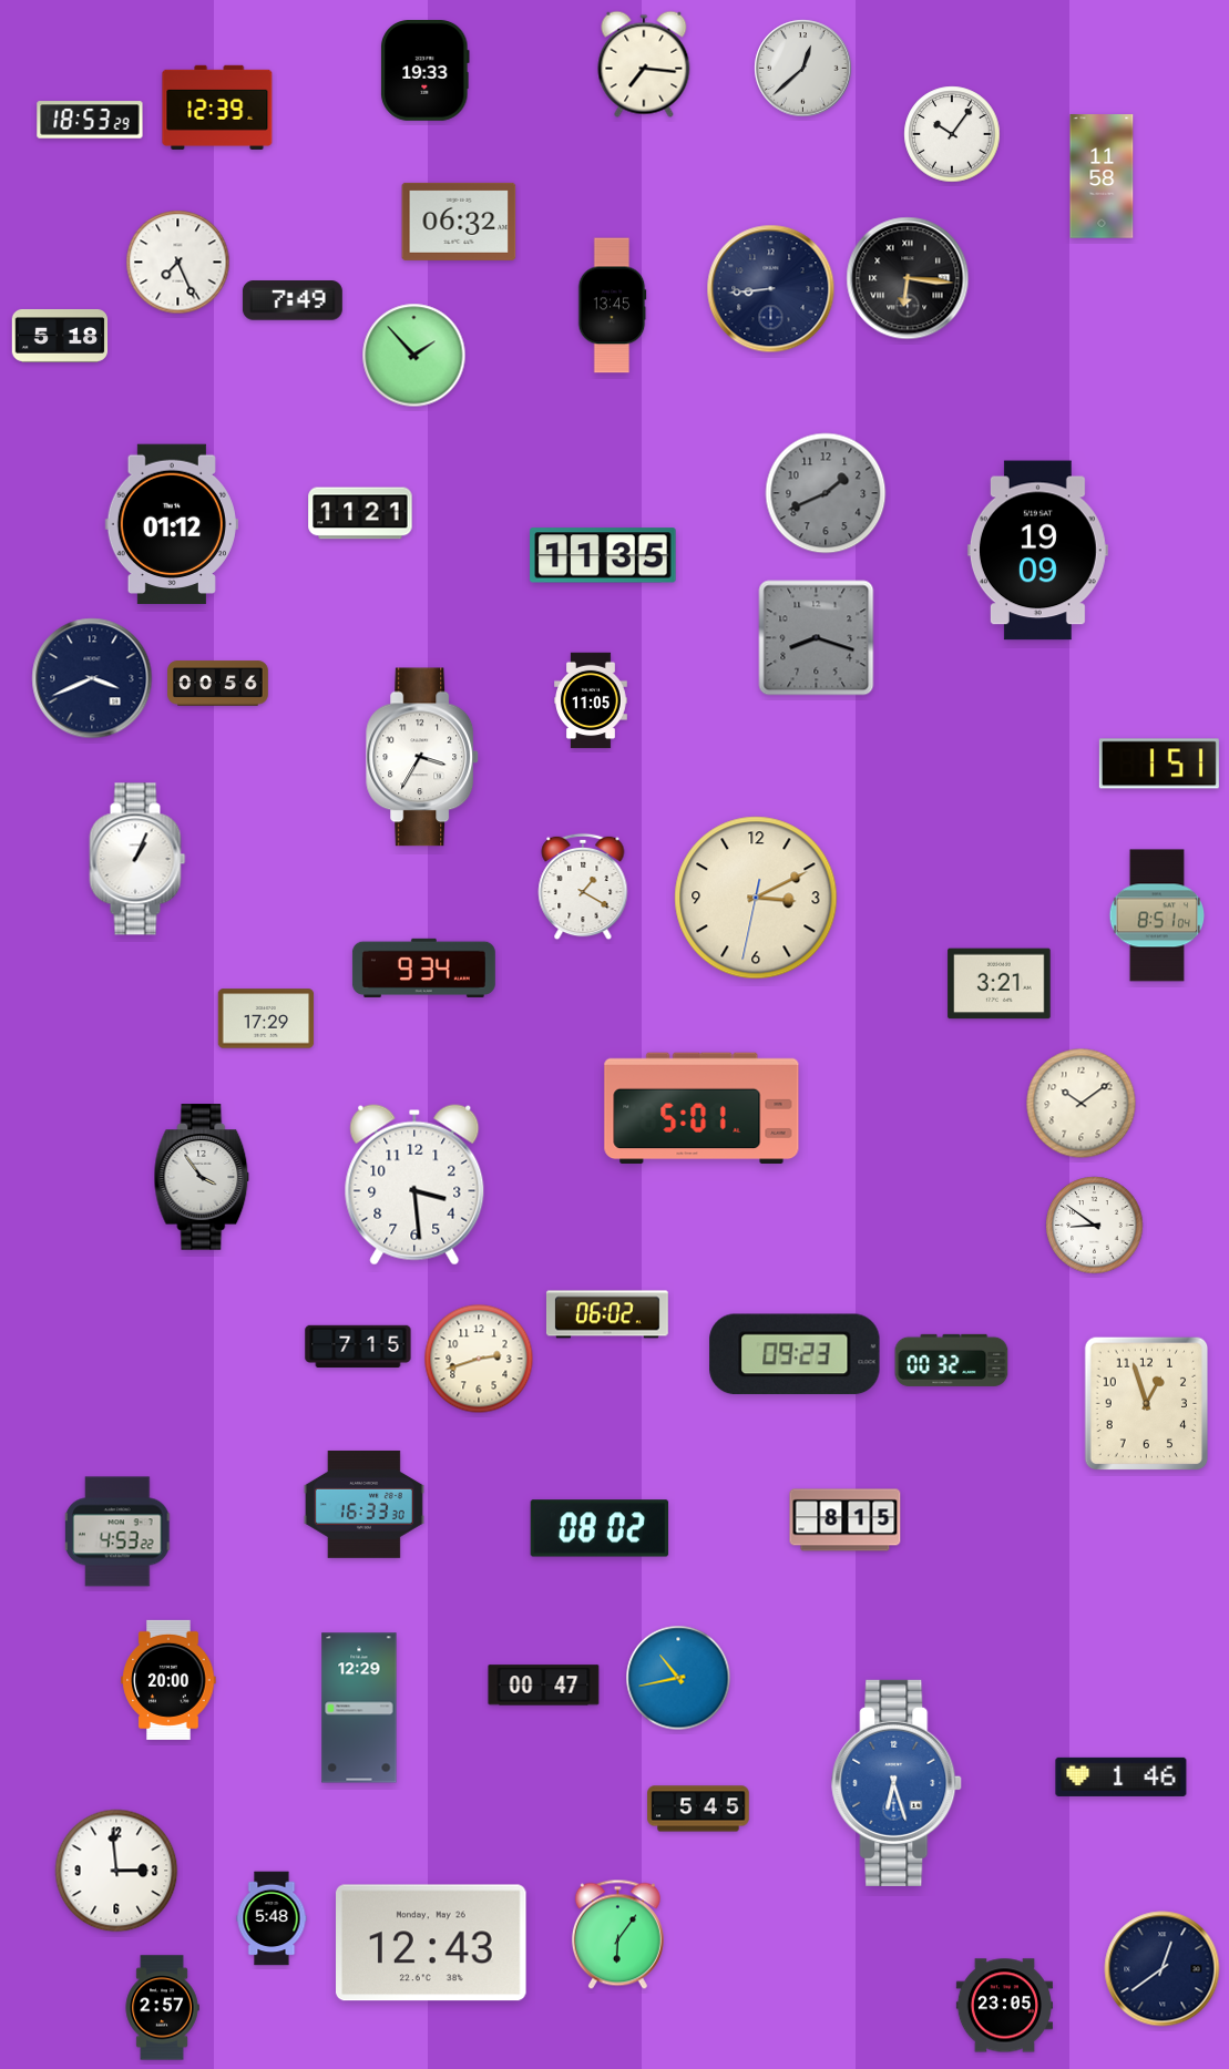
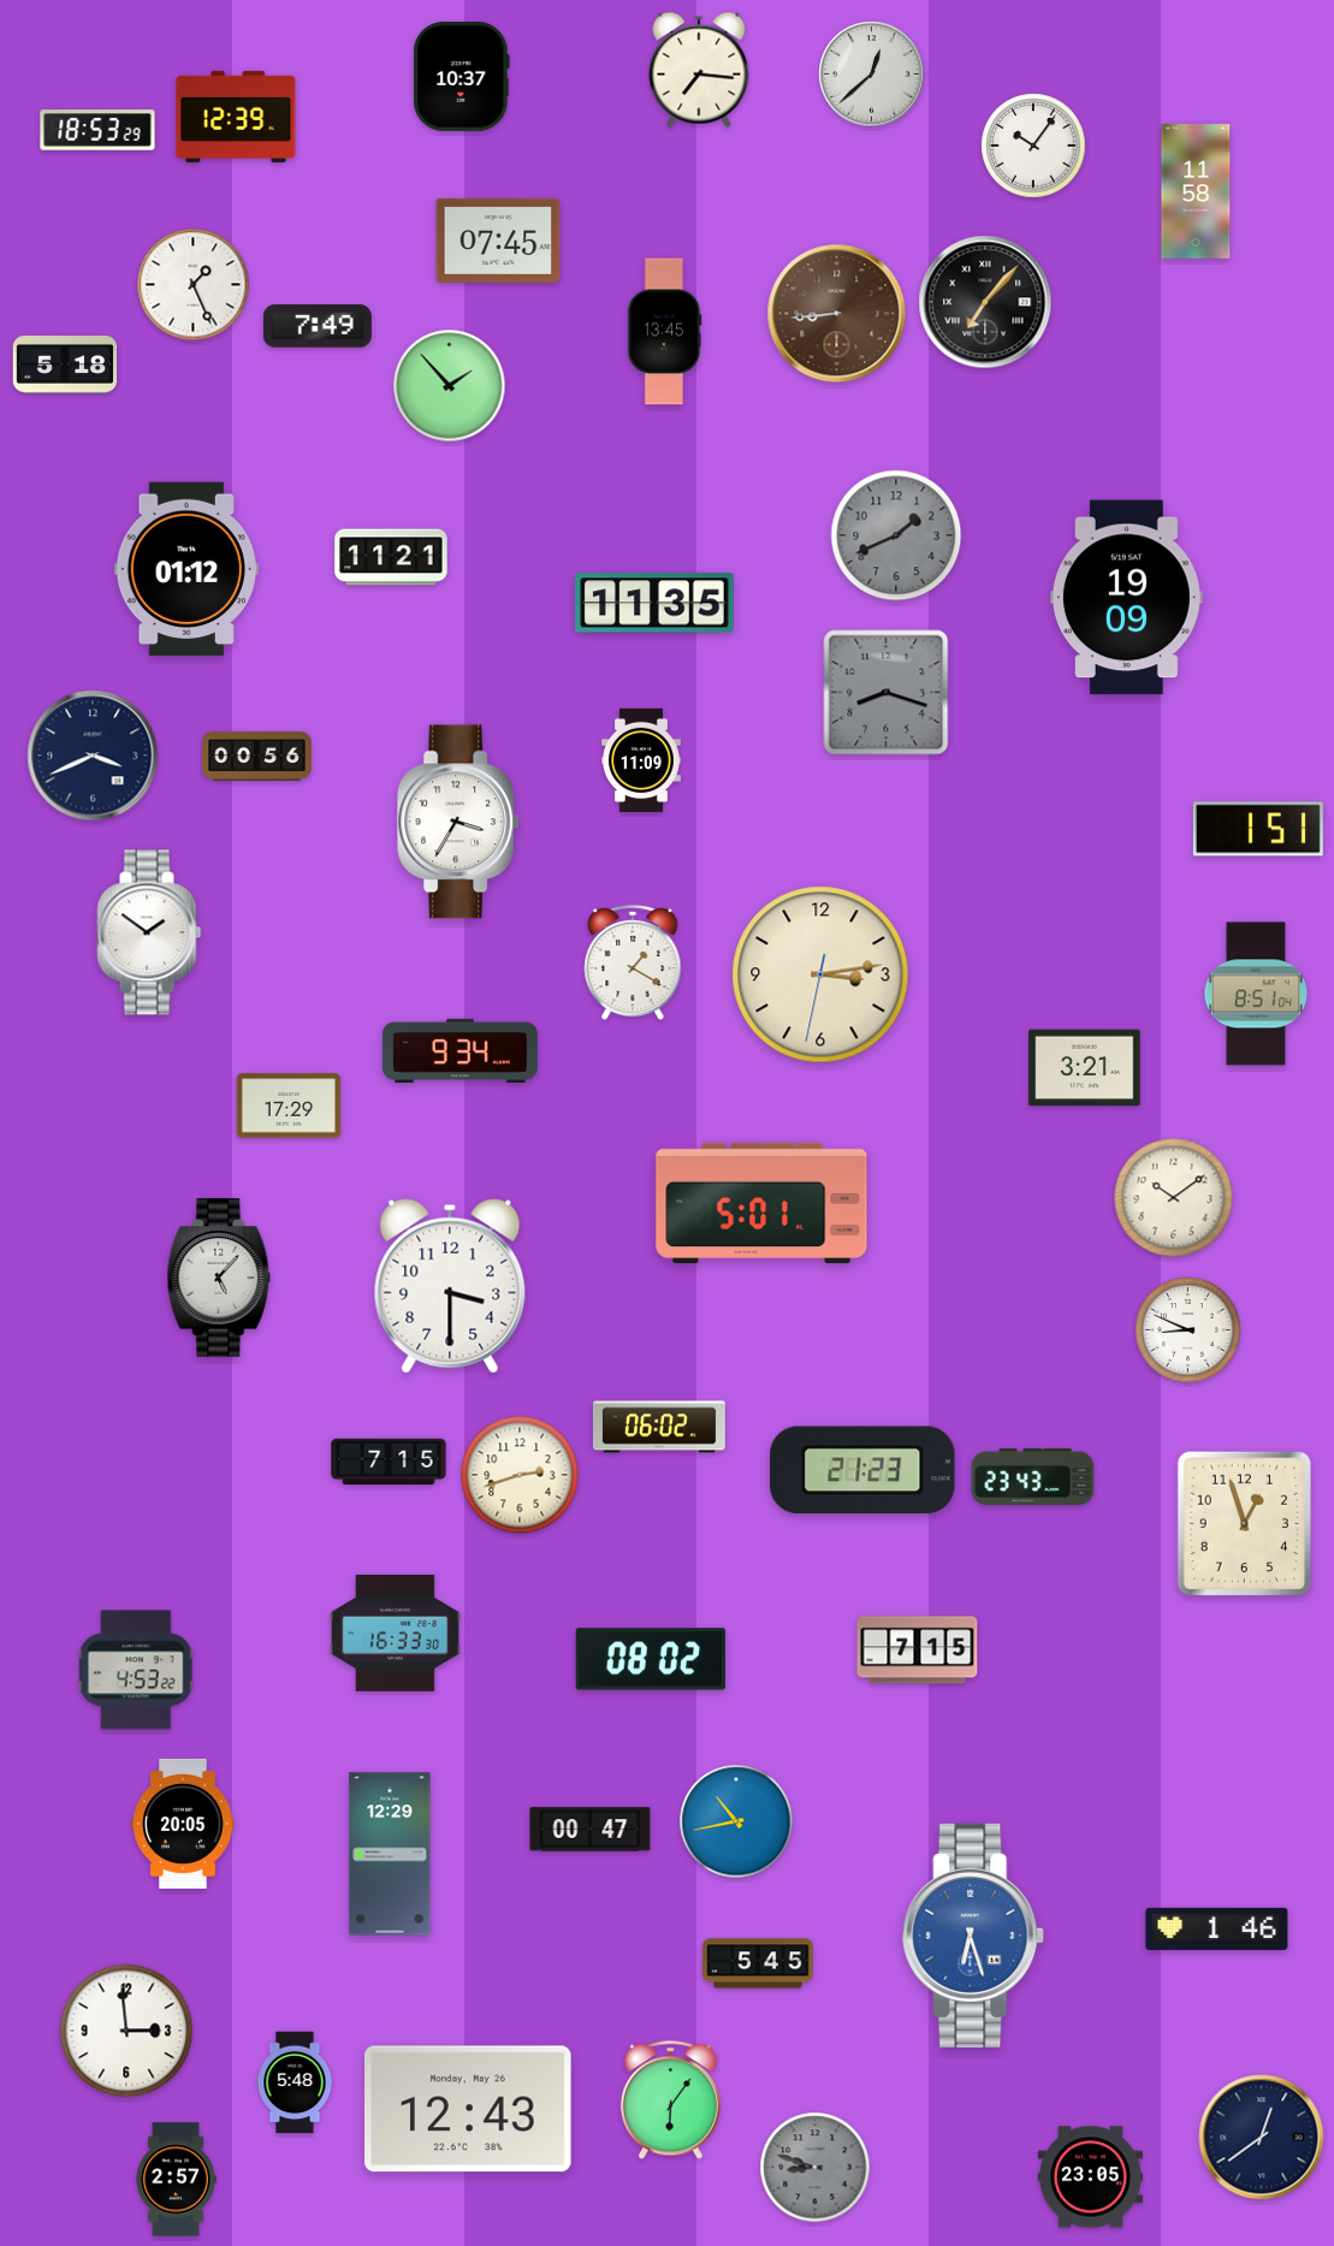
clock at (426, 71): 19:33 -> 10:37
clock at (459, 222): 06:32 -> 07:45
clock at (178, 263): 7:26 -> 1:26
clock at (908, 278): 6:16 -> 7:07
clock at (771, 289) dial: navy -> brown
clock at (92, 678) position: (92, 678) -> (93, 755)
clock at (218, 684) position: (218, 684) -> (257, 757)
clock at (591, 700): 11:05 -> 11:09
clock at (137, 859): 1:04 -> 1:51
clock at (756, 898): 3:10 -> 3:13
clock at (202, 1177): 3:54 -> 5:07
clock at (414, 1185): 3:29 -> 3:30
clock at (1095, 1226): 8:51 -> 8:49
clock at (795, 1354): 09:23 -> 21:23
clock at (952, 1360): 00:32 -> 23:43
clock at (846, 1520): 8:15 -> 7:15
clock at (119, 1532) position: (119, 1532) -> (137, 1670)
clock at (168, 1680): 20:00 -> 20:05
clock at (816, 2168): none -> 8:48
